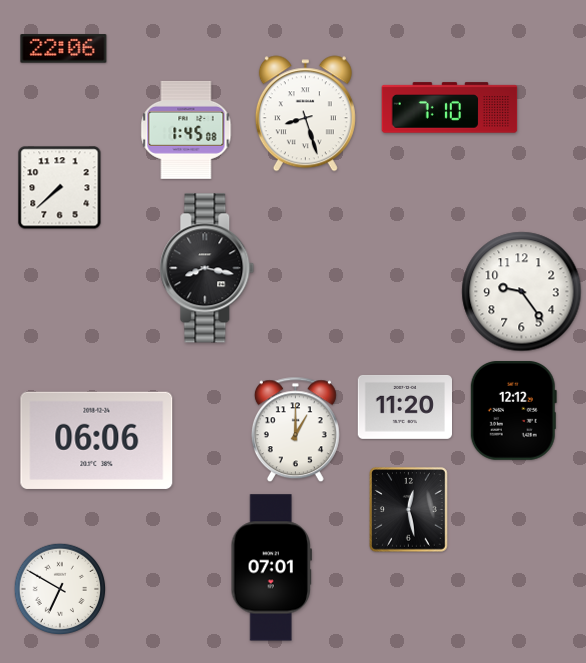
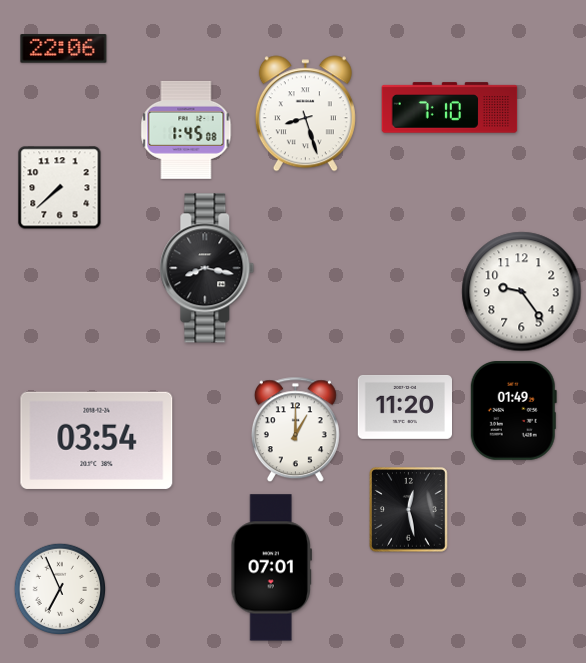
clock at (513, 410): 12:12 -> 01:49
clock at (97, 440): 06:06 -> 03:54
clock at (59, 588): 6:50 -> 6:56
